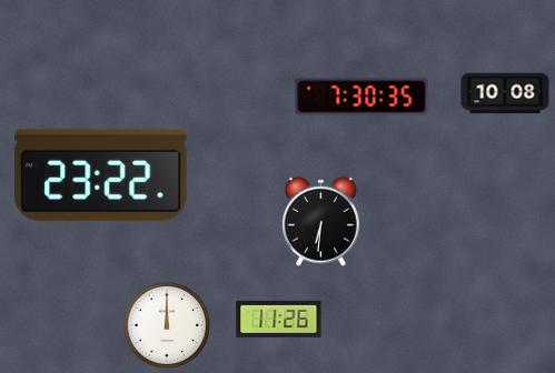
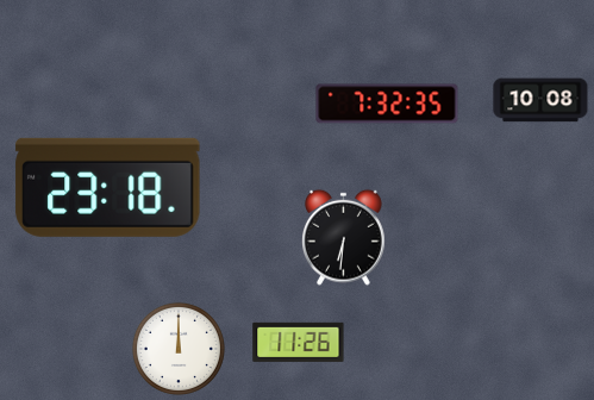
clock at (361, 97): 7:30 -> 7:32
clock at (101, 174): 23:22 -> 23:18
